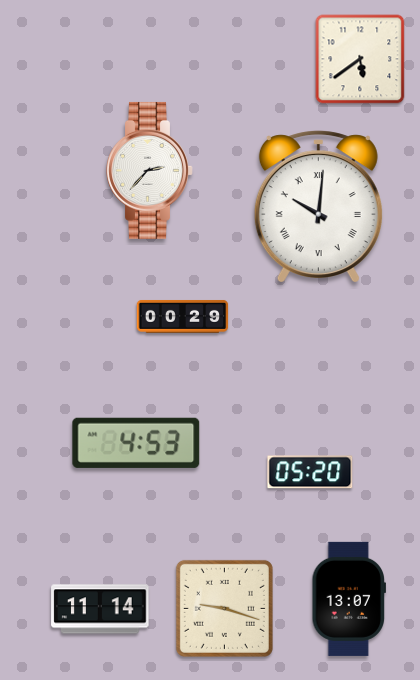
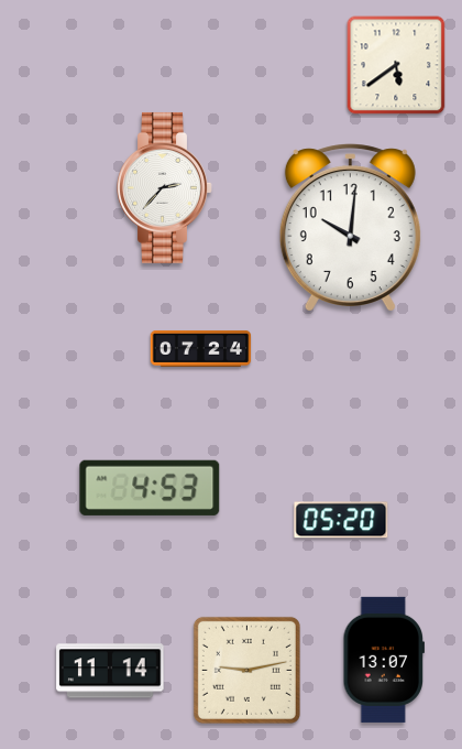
clock at (318, 206) numerals: Roman -> Arabic
clock at (183, 316): 00:29 -> 07:24
clock at (224, 608): 9:18 -> 9:13
